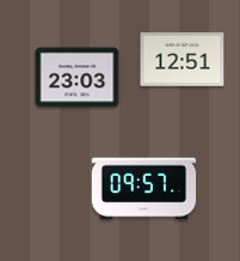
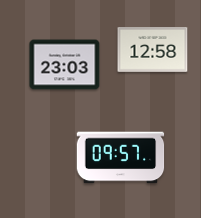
clock at (183, 60): 12:51 -> 12:58
